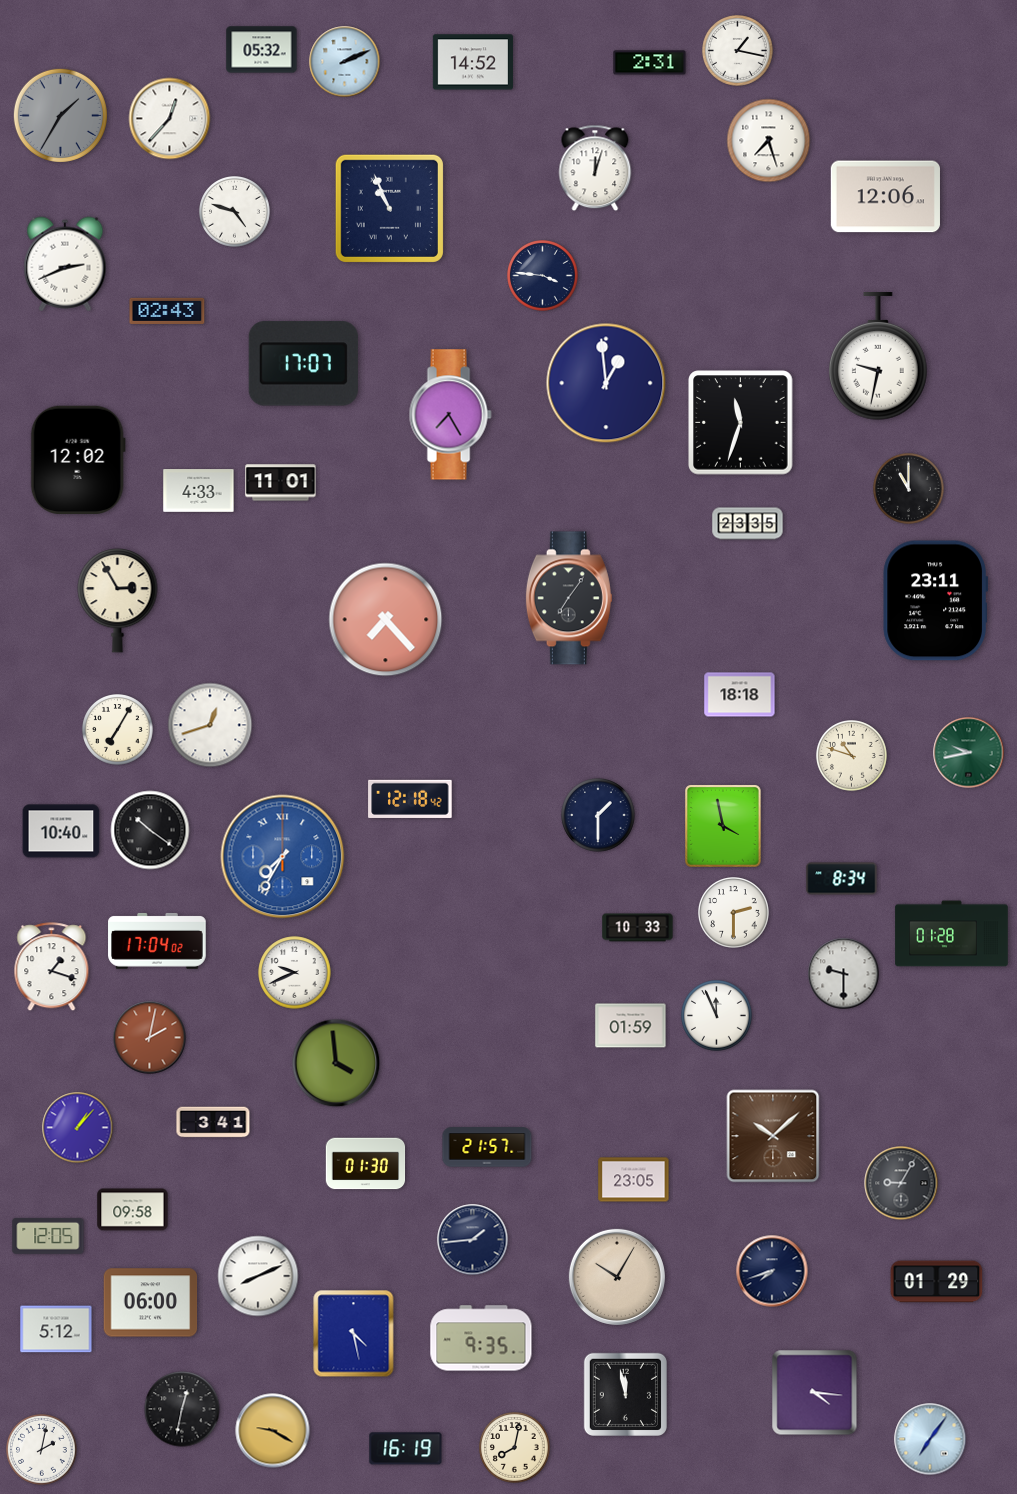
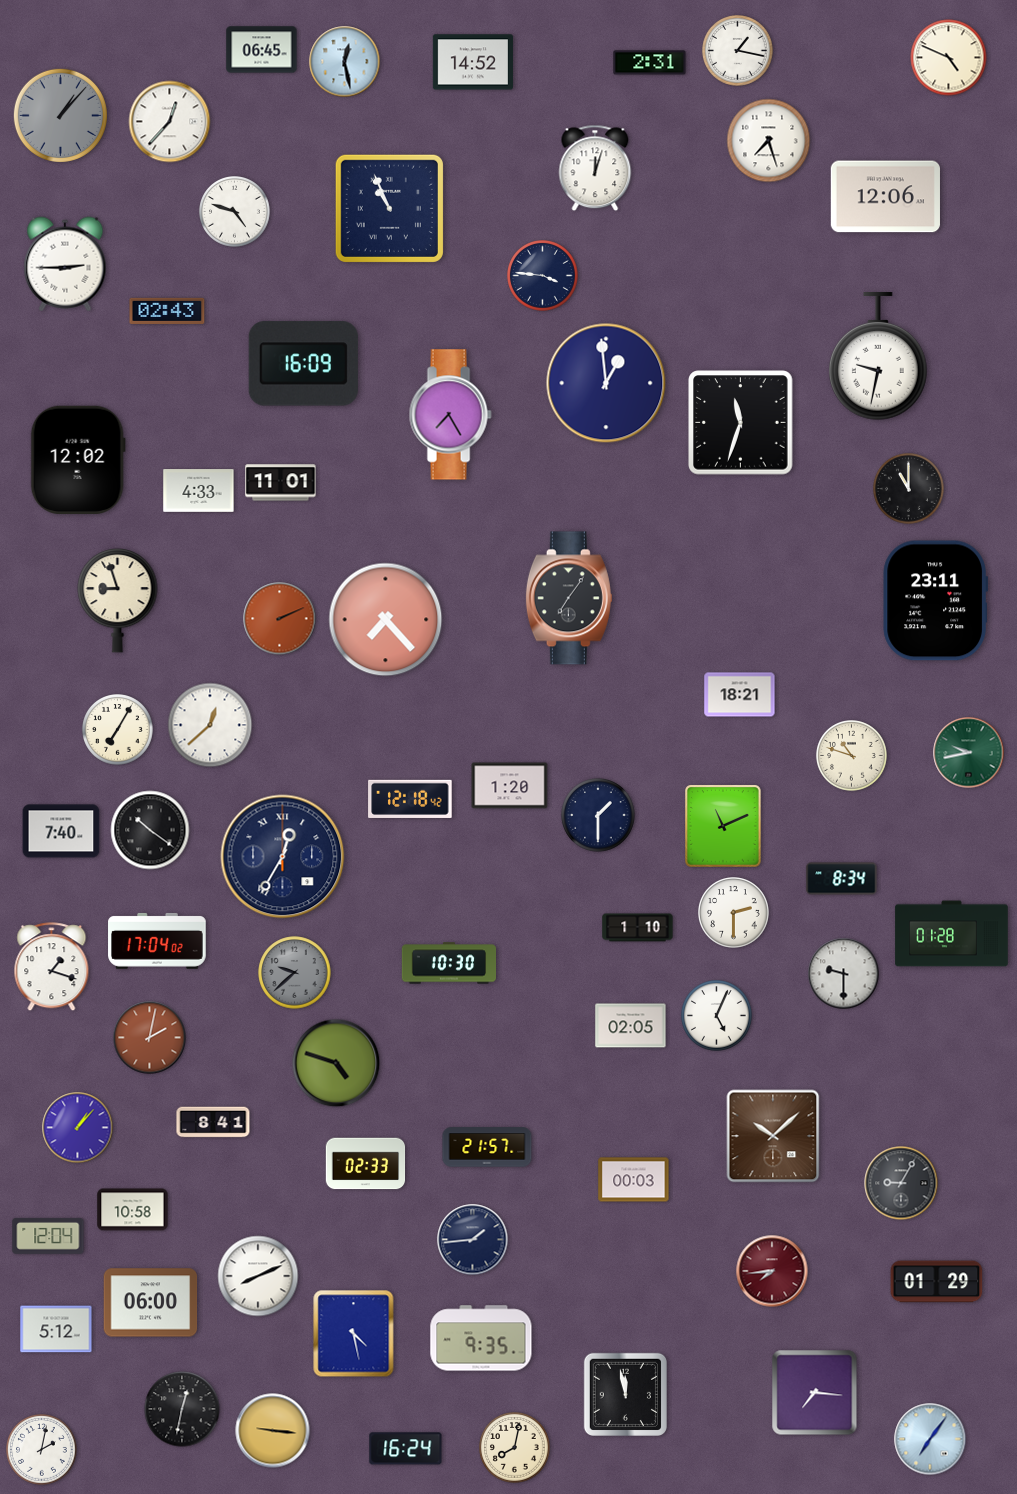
clock at (262, 50): 05:32 -> 06:45
clock at (949, 58): none -> 4:49
clock at (345, 62): 2:11 -> 12:28
clock at (60, 115): 1:35 -> 1:07
clock at (170, 119) position: (170, 119) -> (170, 122)
clock at (65, 264): 2:41 -> 2:45
clock at (303, 364): 17:07 -> 16:09
clock at (748, 524): 23:35 -> none
clock at (118, 601): 2:55 -> 8:57
clock at (280, 619): none -> 2:11
clock at (740, 695): 18:18 -> 18:21
clock at (210, 725): 12:42 -> 12:38
clock at (510, 786): none -> 1:20
clock at (724, 827): 3:58 -> 11:11
clock at (61, 831): 10:40 -> 7:40
clock at (283, 857): 7:35 -> 12:35
clock at (283, 857) dial: blue -> navy
clock at (638, 928): 10:33 -> 1:10
clock at (448, 963): none -> 10:30
clock at (295, 973): 9:41 -> 9:38
clock at (295, 973) dial: white -> grey
clock at (717, 1016): 11:56 -> 5:04
clock at (631, 1026): 01:59 -> 02:05
clock at (336, 1063): 3:59 -> 4:48
clock at (213, 1122): 3:41 -> 8:41
clock at (366, 1164): 01:30 -> 02:33
clock at (634, 1180): 23:05 -> 00:03
clock at (133, 1210): 09:58 -> 10:58
clock at (48, 1236): 12:05 -> 12:04
clock at (772, 1271): 7:42 -> 7:44
clock at (772, 1271) dial: navy -> burgundy
clock at (617, 1277): 10:05 -> none
clock at (815, 1393): 4:16 -> 7:16
clock at (273, 1431): 9:20 -> 9:16
clock at (406, 1449): 16:19 -> 16:24
